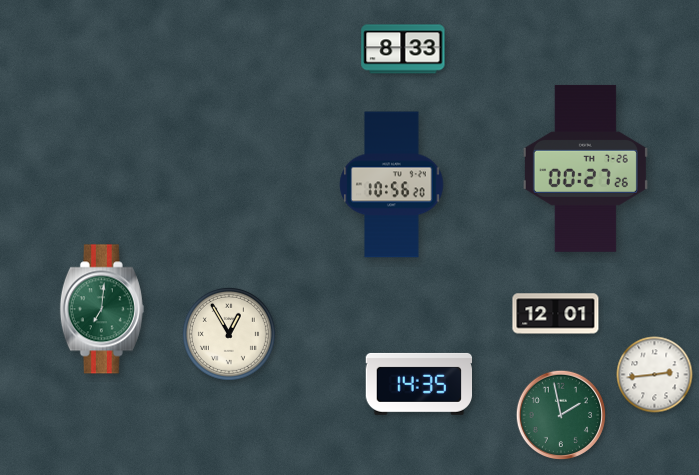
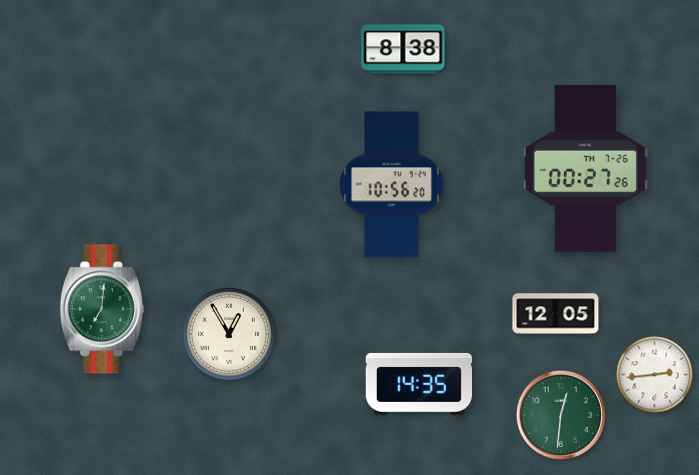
clock at (403, 49): 8:33 -> 8:38
clock at (556, 314): 12:01 -> 12:05
clock at (560, 414): 1:58 -> 12:31
